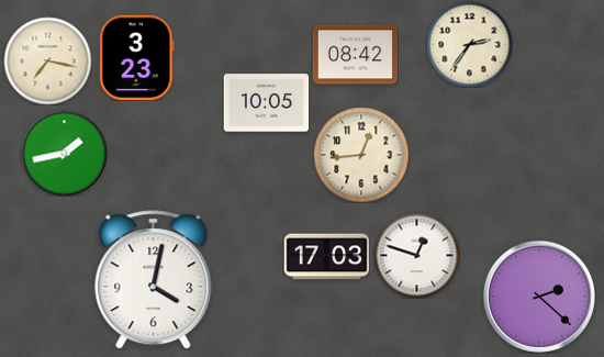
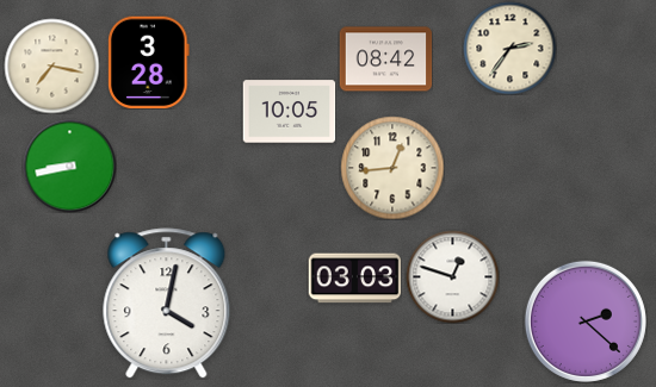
clock at (137, 57): 3:23 -> 3:28
clock at (64, 153): 1:43 -> 8:43
clock at (326, 257): 17:03 -> 03:03
